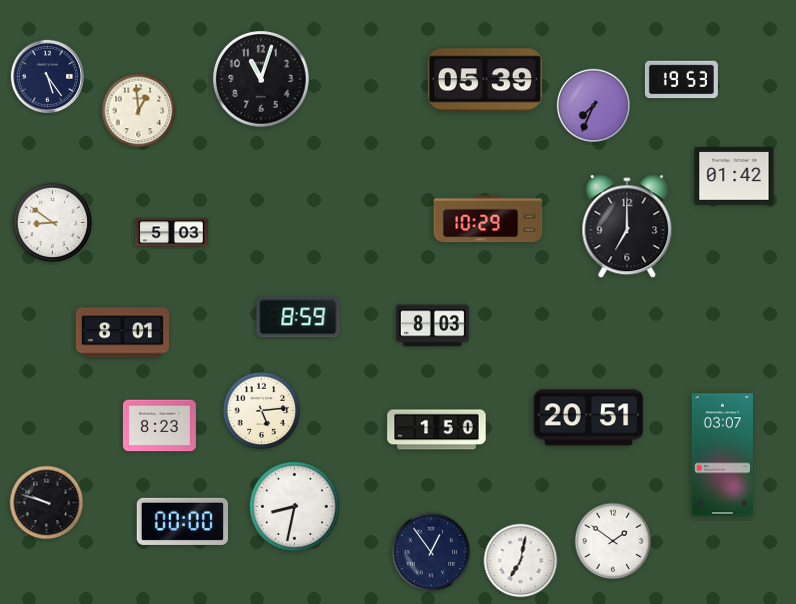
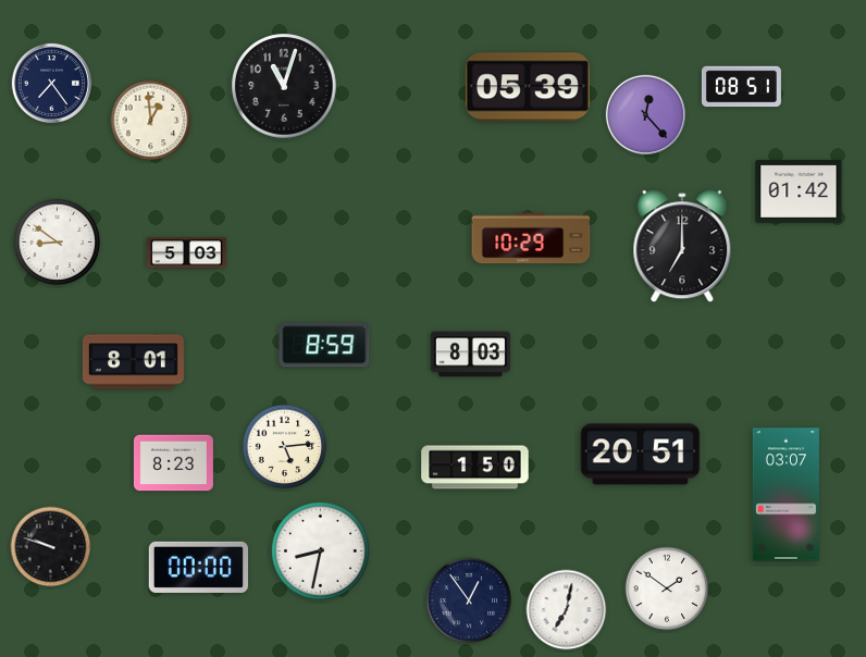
clock at (47, 76): 5:24 -> 7:24
clock at (681, 80): 19:53 -> 08:51
clock at (593, 105): 7:34 -> 12:23
